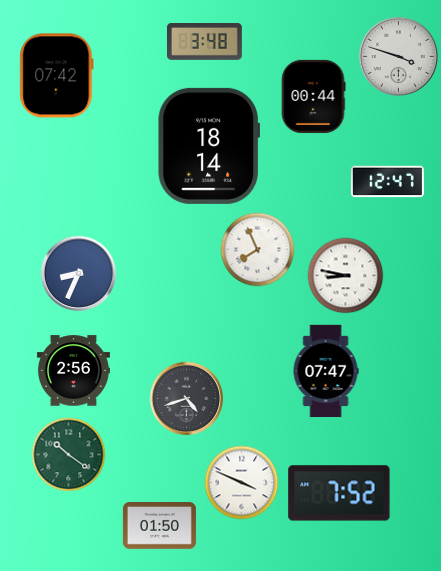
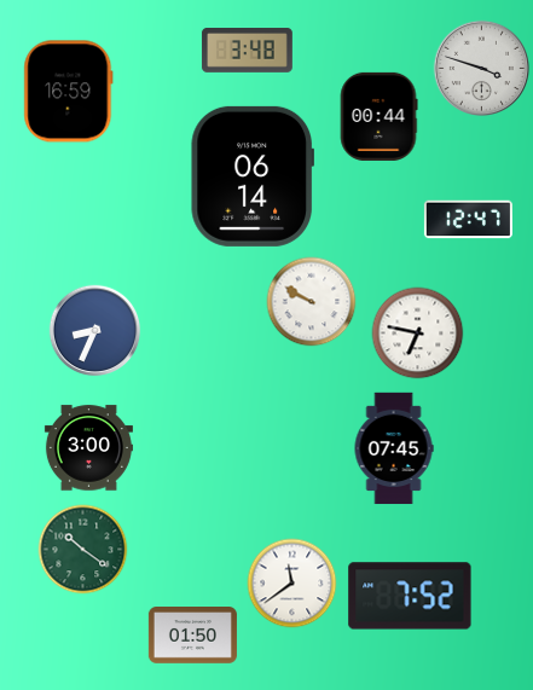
clock at (57, 76): 07:42 -> 16:59
clock at (209, 146): 18:14 -> 06:14
clock at (258, 250): 7:56 -> 9:50
clock at (346, 276): 8:47 -> 6:47
clock at (73, 371): 2:56 -> 3:00
clock at (326, 371): 07:47 -> 07:45
clock at (187, 399): 4:42 -> none
clock at (242, 483): 3:49 -> 11:39
